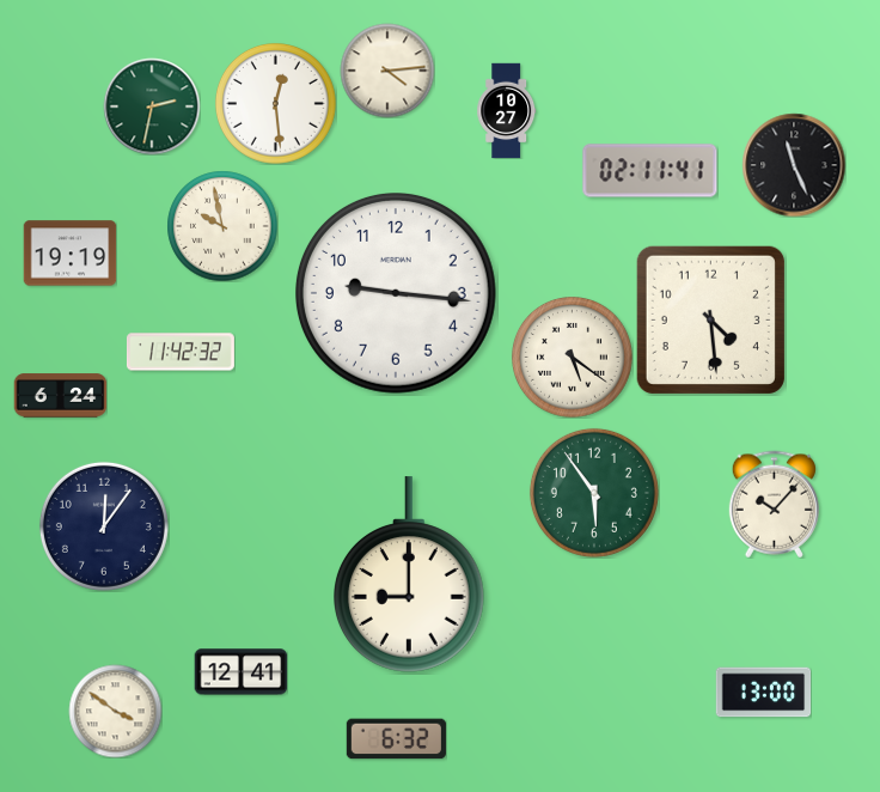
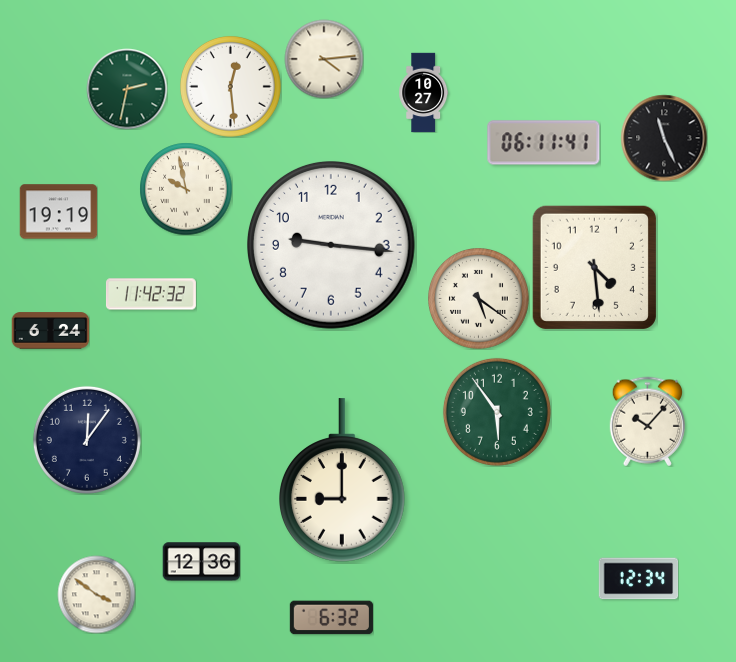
clock at (650, 171): 02:11 -> 06:11
clock at (240, 672): 12:41 -> 12:36
clock at (763, 693): 13:00 -> 12:34
